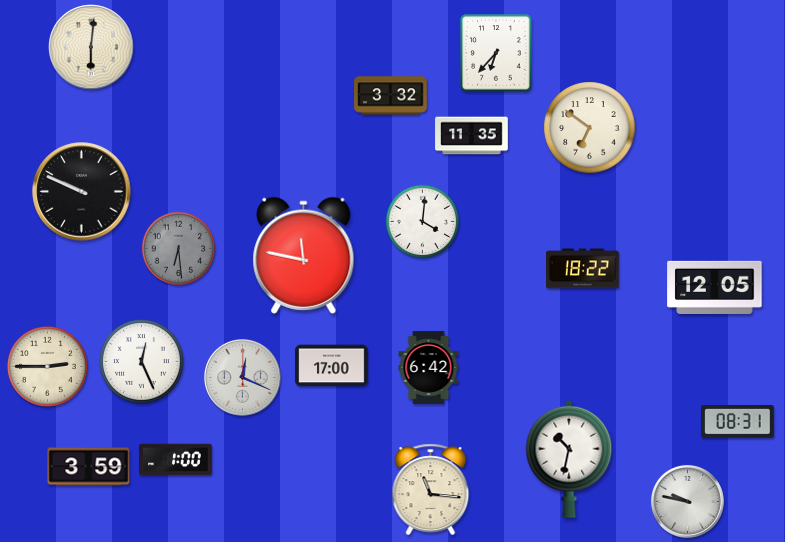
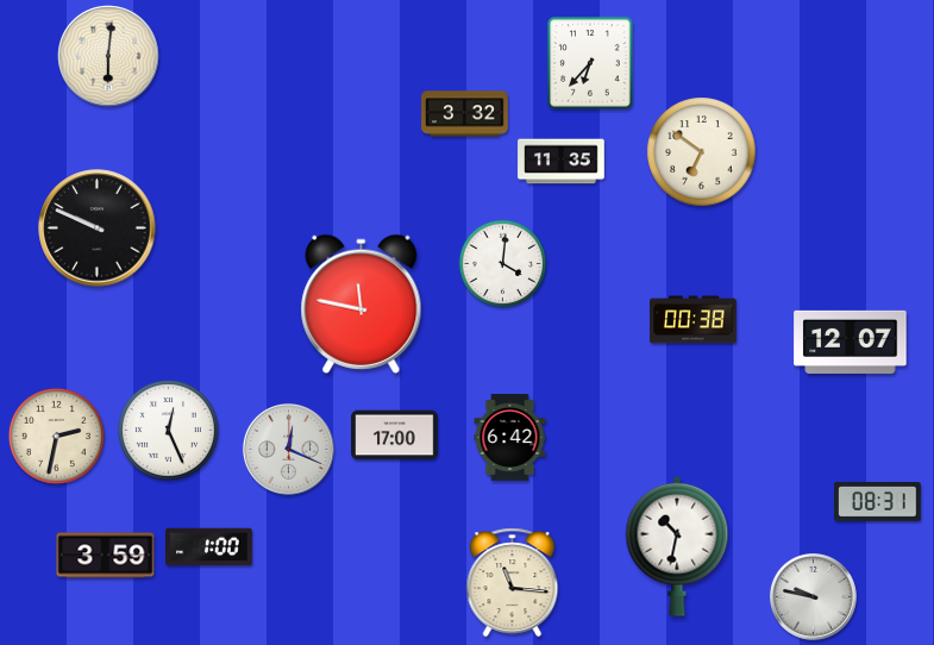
clock at (179, 249): 6:29 -> none
clock at (583, 269): 18:22 -> 00:38
clock at (715, 287): 12:05 -> 12:07
clock at (47, 366): 2:45 -> 2:32
clock at (687, 501) position: (687, 501) -> (813, 596)
